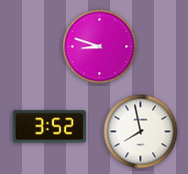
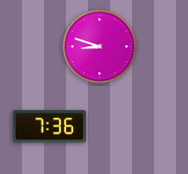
clock at (49, 127): 3:52 -> 7:36
clock at (141, 132): 7:58 -> none
